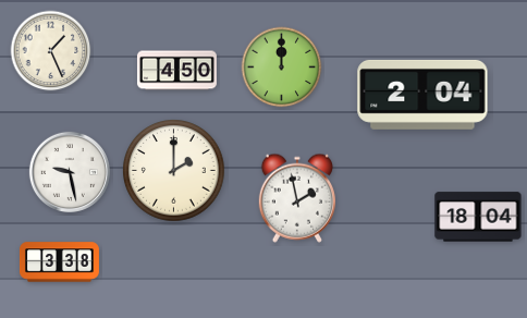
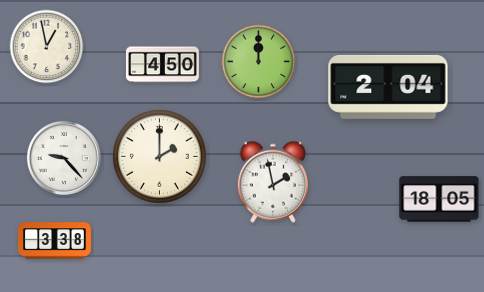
clock at (51, 51): 1:26 -> 12:58
clock at (70, 172): 9:28 -> 9:23
clock at (478, 217): 18:04 -> 18:05
